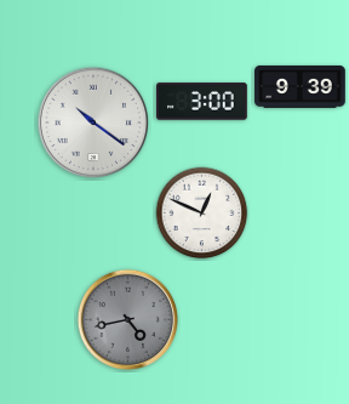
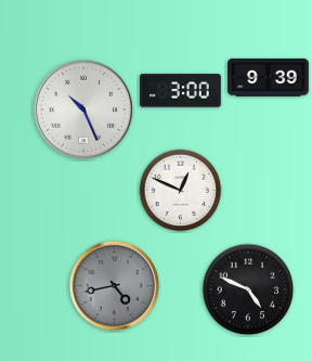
clock at (93, 123): 10:21 -> 10:26
clock at (248, 289): none -> 4:49
